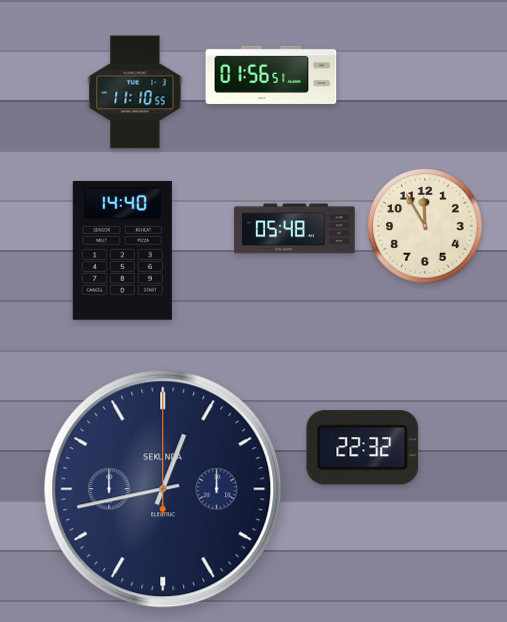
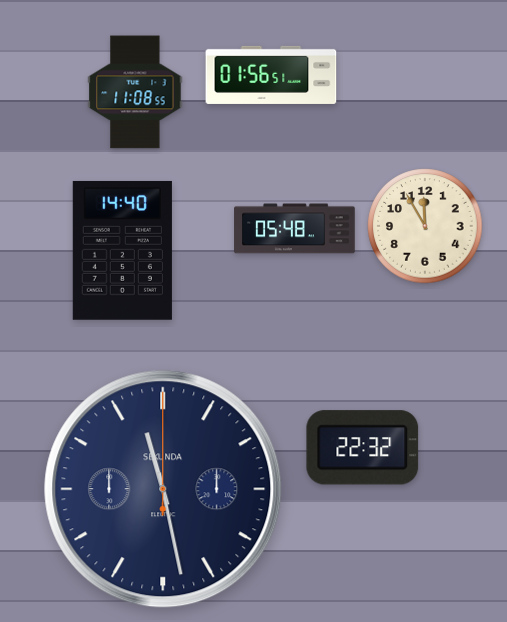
clock at (135, 92): 11:10 -> 11:08
clock at (163, 489): 12:43 -> 11:28
